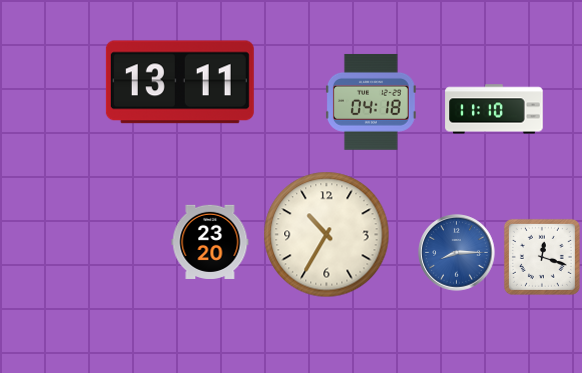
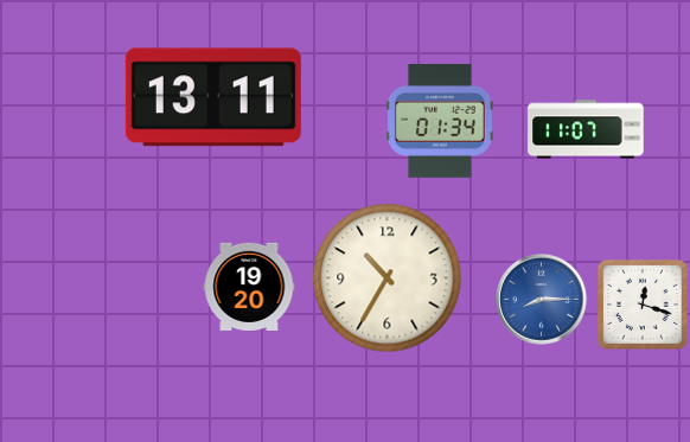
clock at (371, 102): 04:18 -> 01:34
clock at (494, 109): 11:10 -> 11:07
clock at (210, 242): 23:20 -> 19:20
